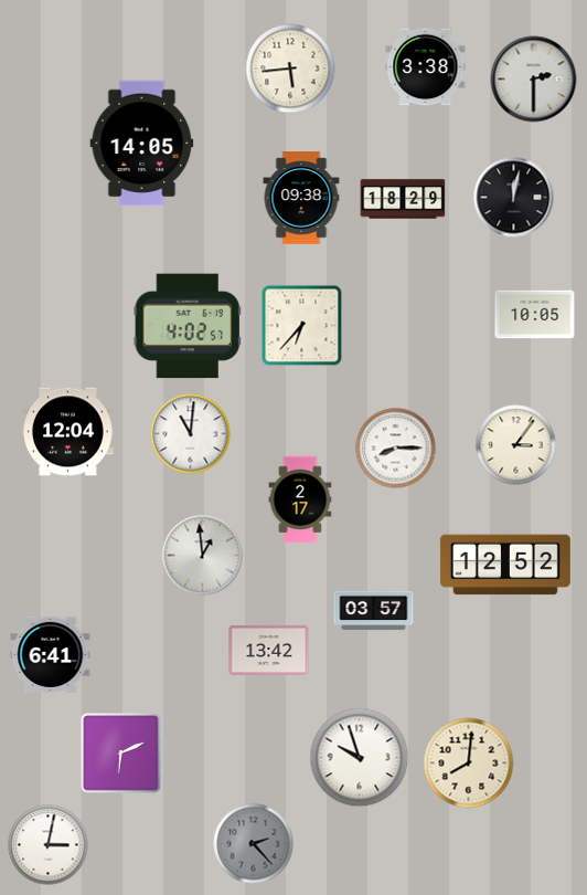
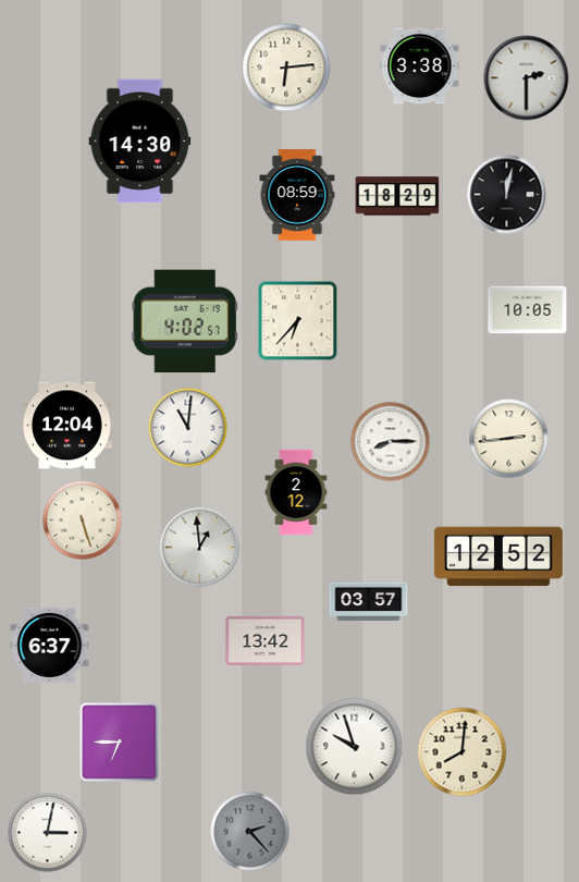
clock at (290, 69): 5:44 -> 6:14
clock at (142, 144): 14:05 -> 14:30
clock at (301, 198): 09:38 -> 08:59
clock at (516, 445): 3:06 -> 2:44
clock at (300, 499): 2:17 -> 2:12
clock at (83, 520): none -> 5:27
clock at (51, 654): 6:41 -> 6:37
clock at (121, 754): 6:11 -> 6:45
